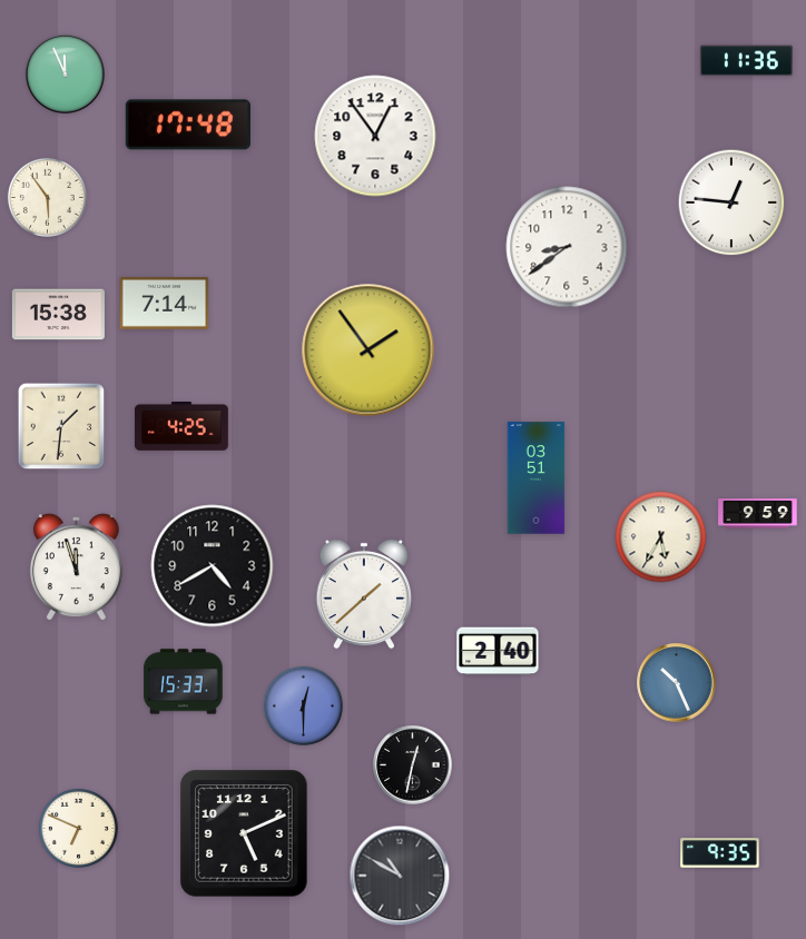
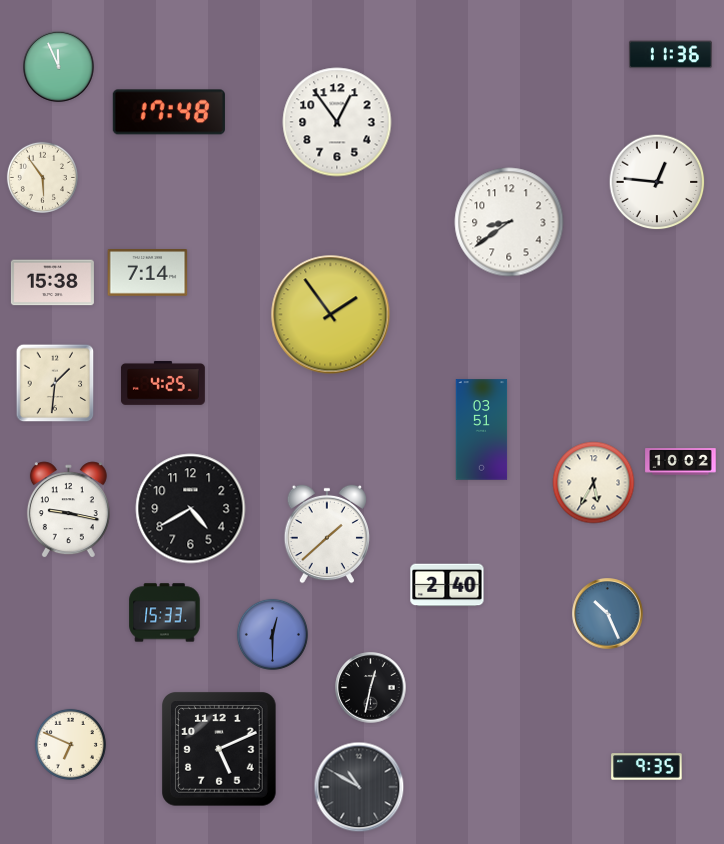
clock at (758, 514): 9:59 -> 10:02
clock at (76, 567): 11:57 -> 9:17
